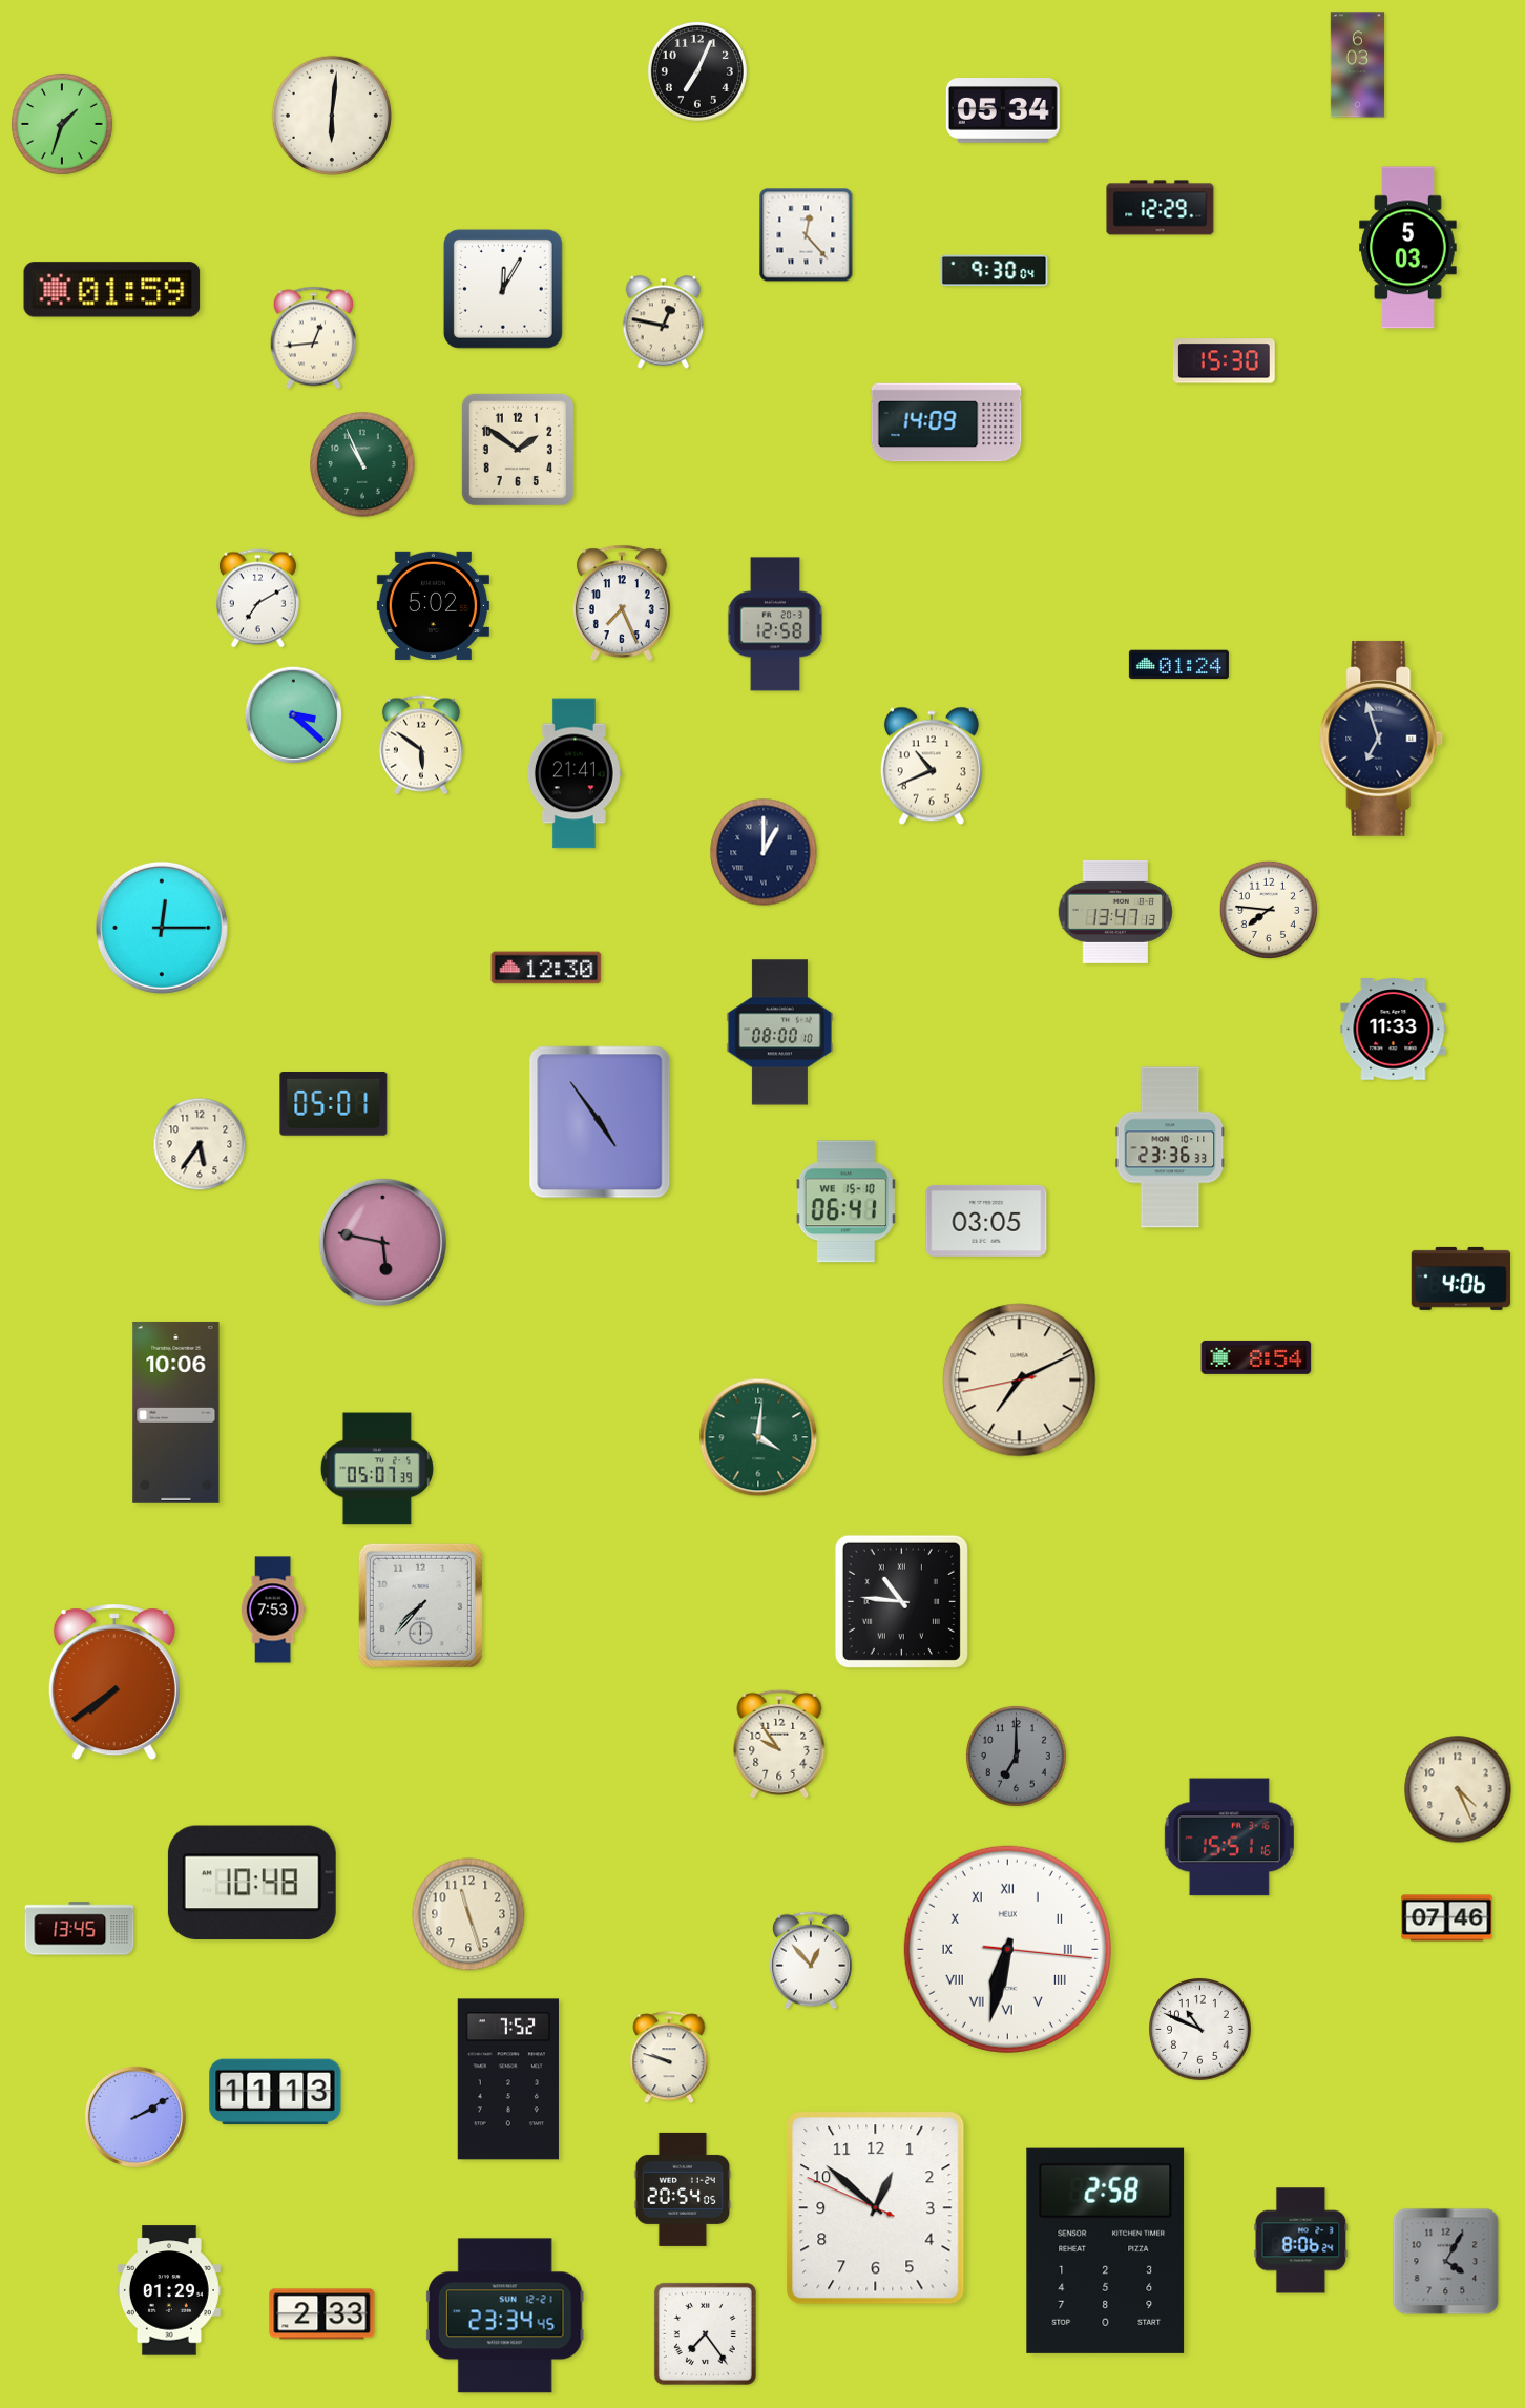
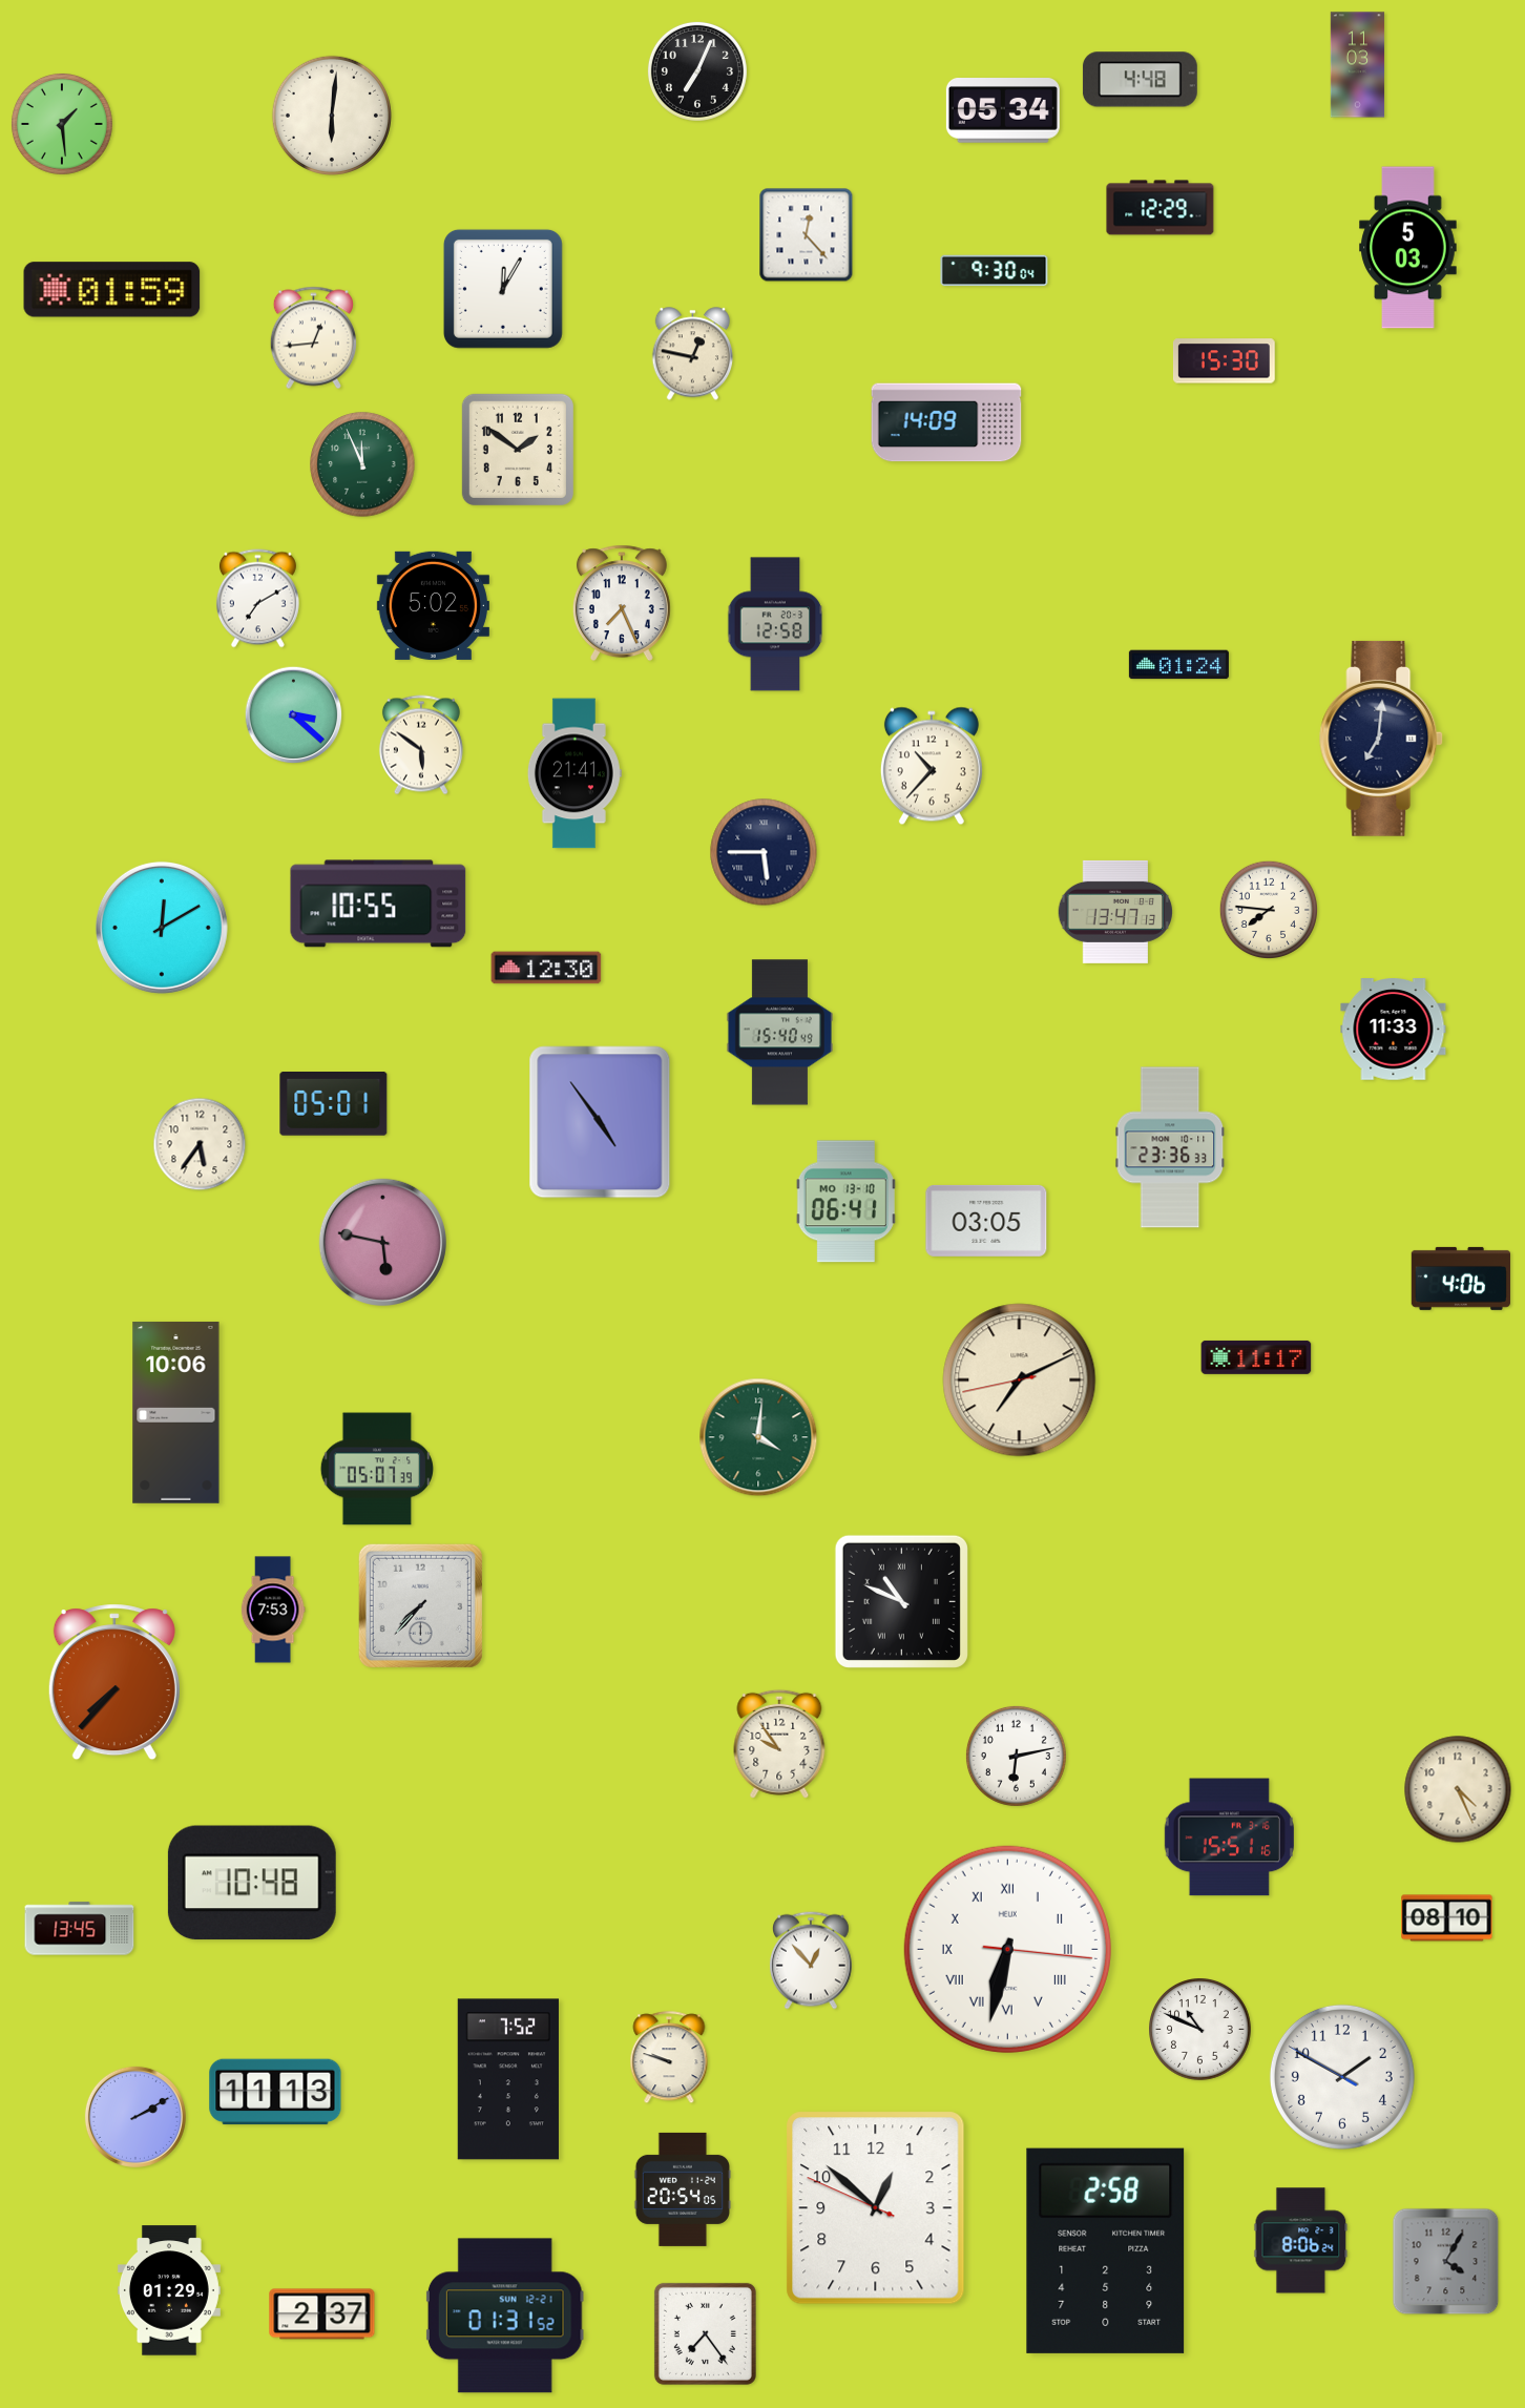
clock at (1358, 65): 6:03 -> 11:03
clock at (1140, 80): none -> 4:48
clock at (62, 124): 1:33 -> 1:29
clock at (664, 323) position: (664, 323) -> (693, 354)
clock at (362, 464): 10:56 -> 11:56
clock at (1382, 739): 6:57 -> 7:01
clock at (932, 766): 10:41 -> 10:37
clock at (764, 852): 1:00 -> 5:45
clock at (378, 904): none -> 10:55
clock at (162, 928): 12:15 -> 12:10
clock at (779, 1033): 08:00 -> 15:40
clock at (845, 1202) date: WE 15-10 -> MO 13-10
clock at (1256, 1357): 8:54 -> 11:17
clock at (901, 1601): 10:46 -> 10:49
clock at (114, 1682): 7:39 -> 7:37
clock at (1016, 1756): 7:00 -> 6:13
clock at (1016, 1756) dial: grey -> white
clock at (468, 1914): 11:27 -> none
clock at (1447, 1918): 07:46 -> 08:10
clock at (1342, 2077): none -> 1:49
clock at (322, 2314): 2:33 -> 2:37
clock at (505, 2316): 23:34 -> 01:31
